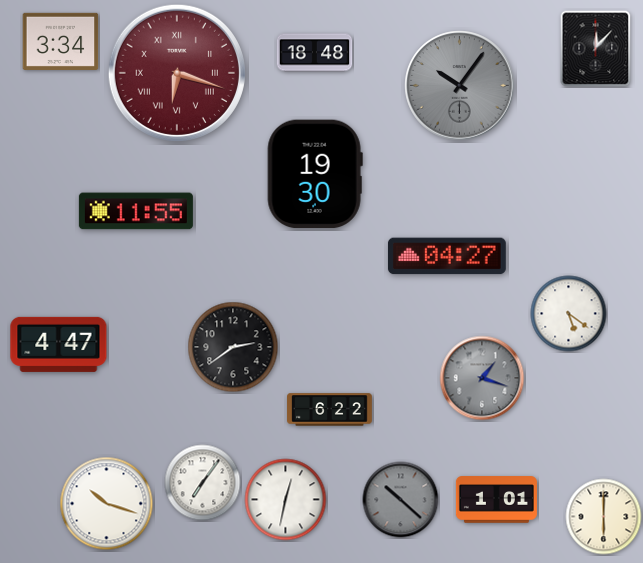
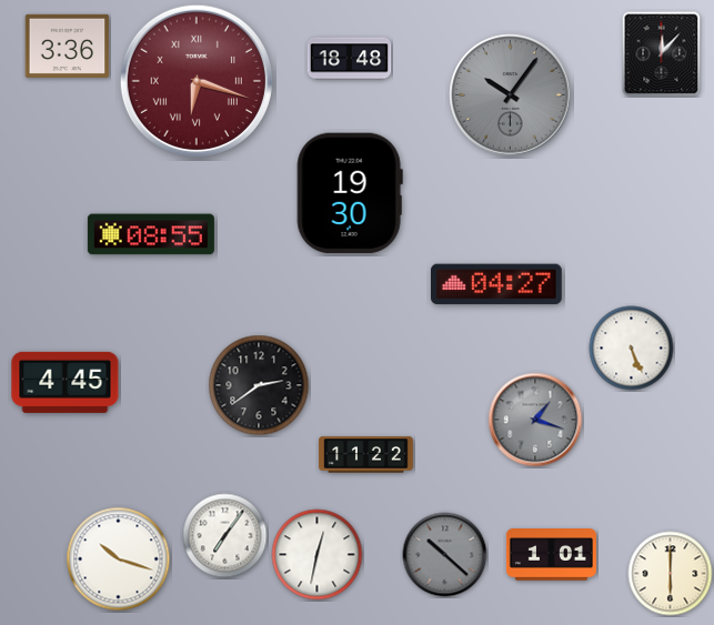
clock at (61, 41): 3:34 -> 3:36
clock at (136, 211): 11:55 -> 08:55
clock at (569, 314): 5:21 -> 5:26
clock at (59, 344): 4:47 -> 4:45
clock at (330, 410): 6:22 -> 11:22
